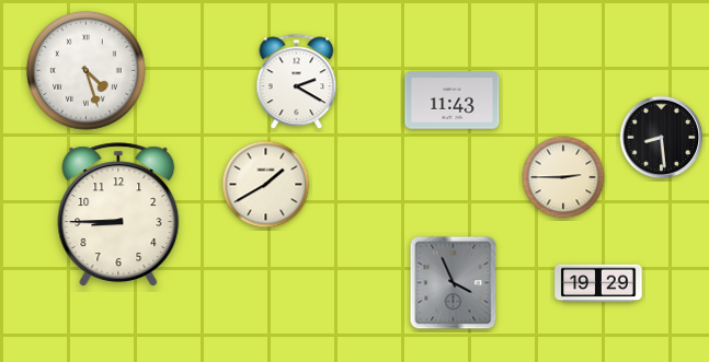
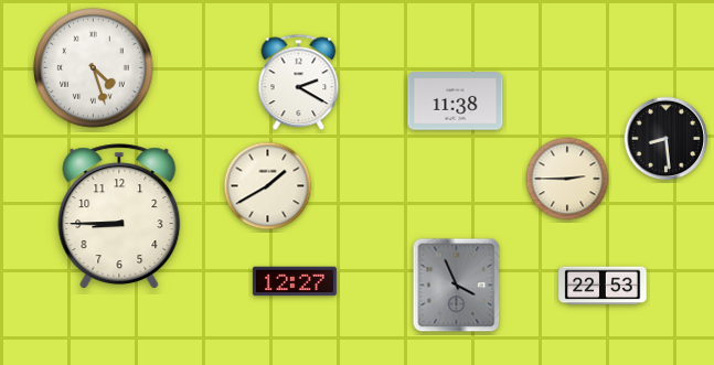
clock at (87, 71) position: (87, 71) -> (94, 68)
clock at (453, 101): 11:43 -> 11:38
clock at (295, 281): none -> 12:27
clock at (598, 283): 19:29 -> 22:53
